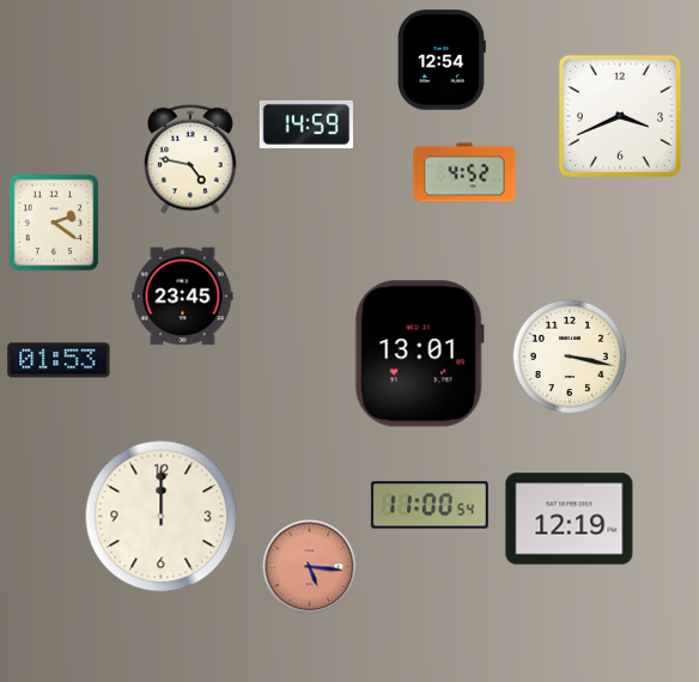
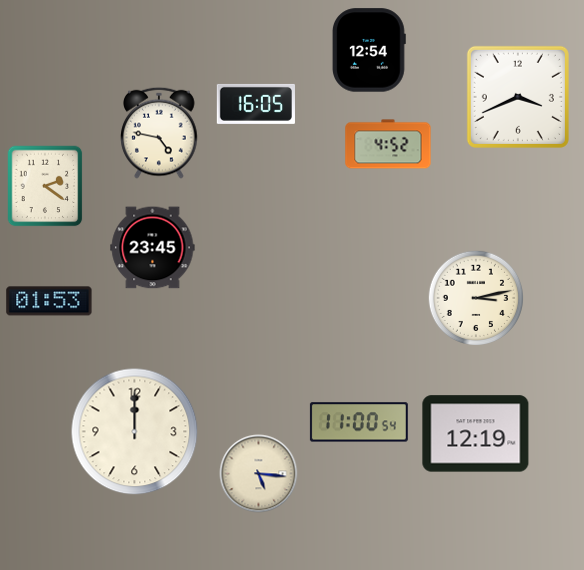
clock at (306, 124): 14:59 -> 16:05
clock at (419, 354): 13:01 -> none
clock at (569, 355): 3:17 -> 3:13
clock at (310, 567) dial: salmon -> cream
